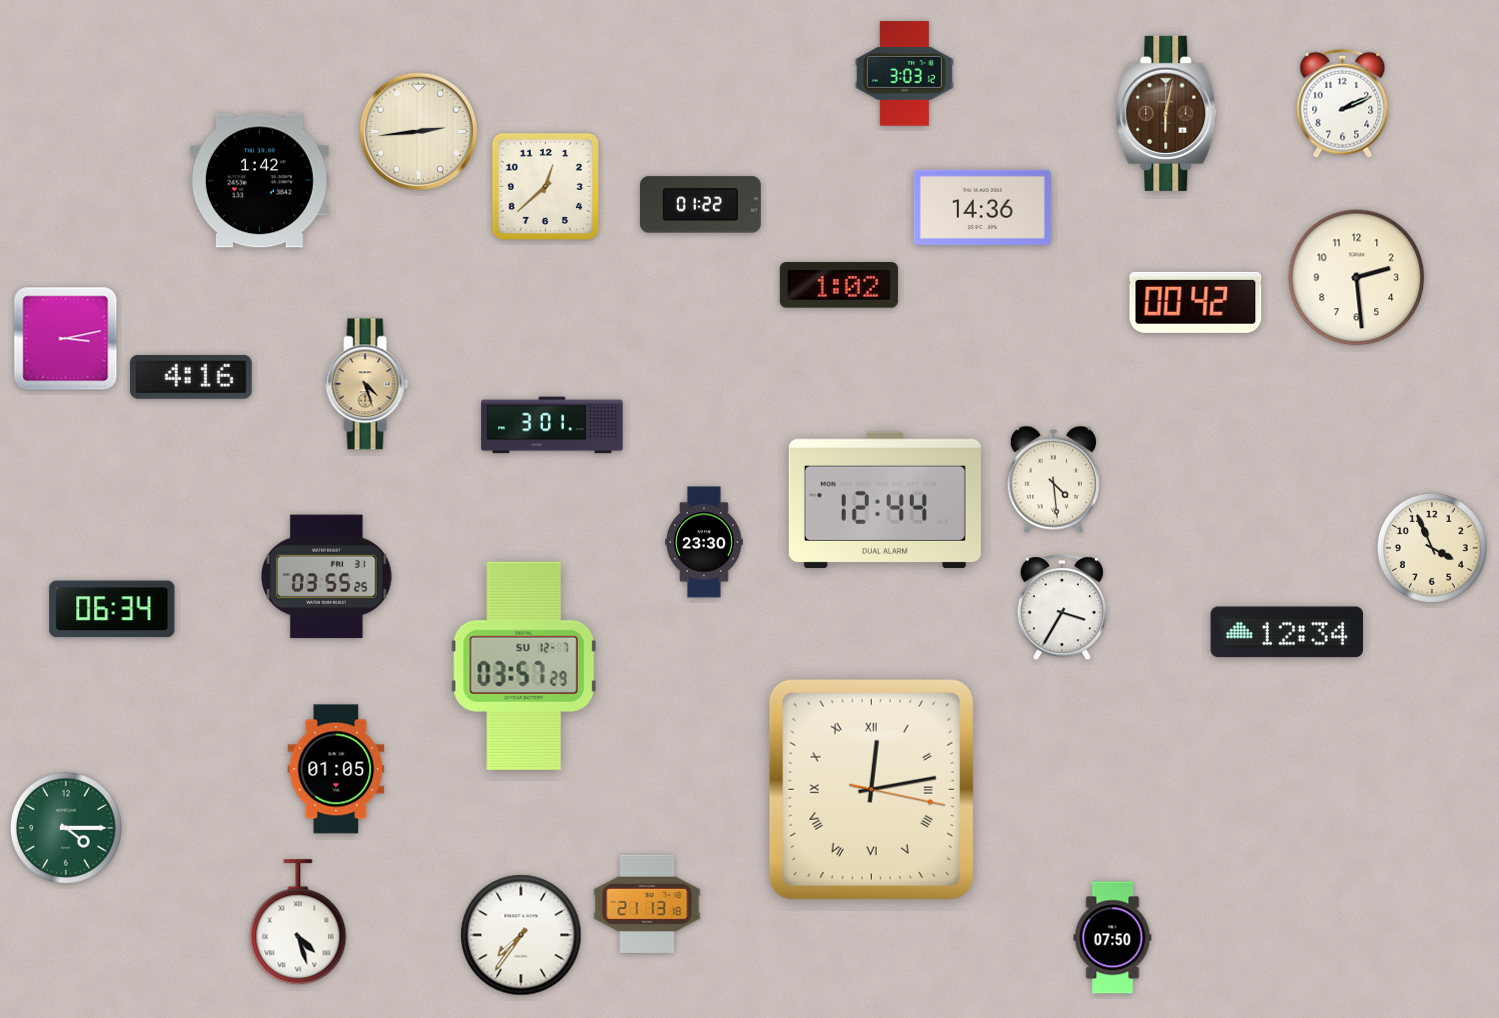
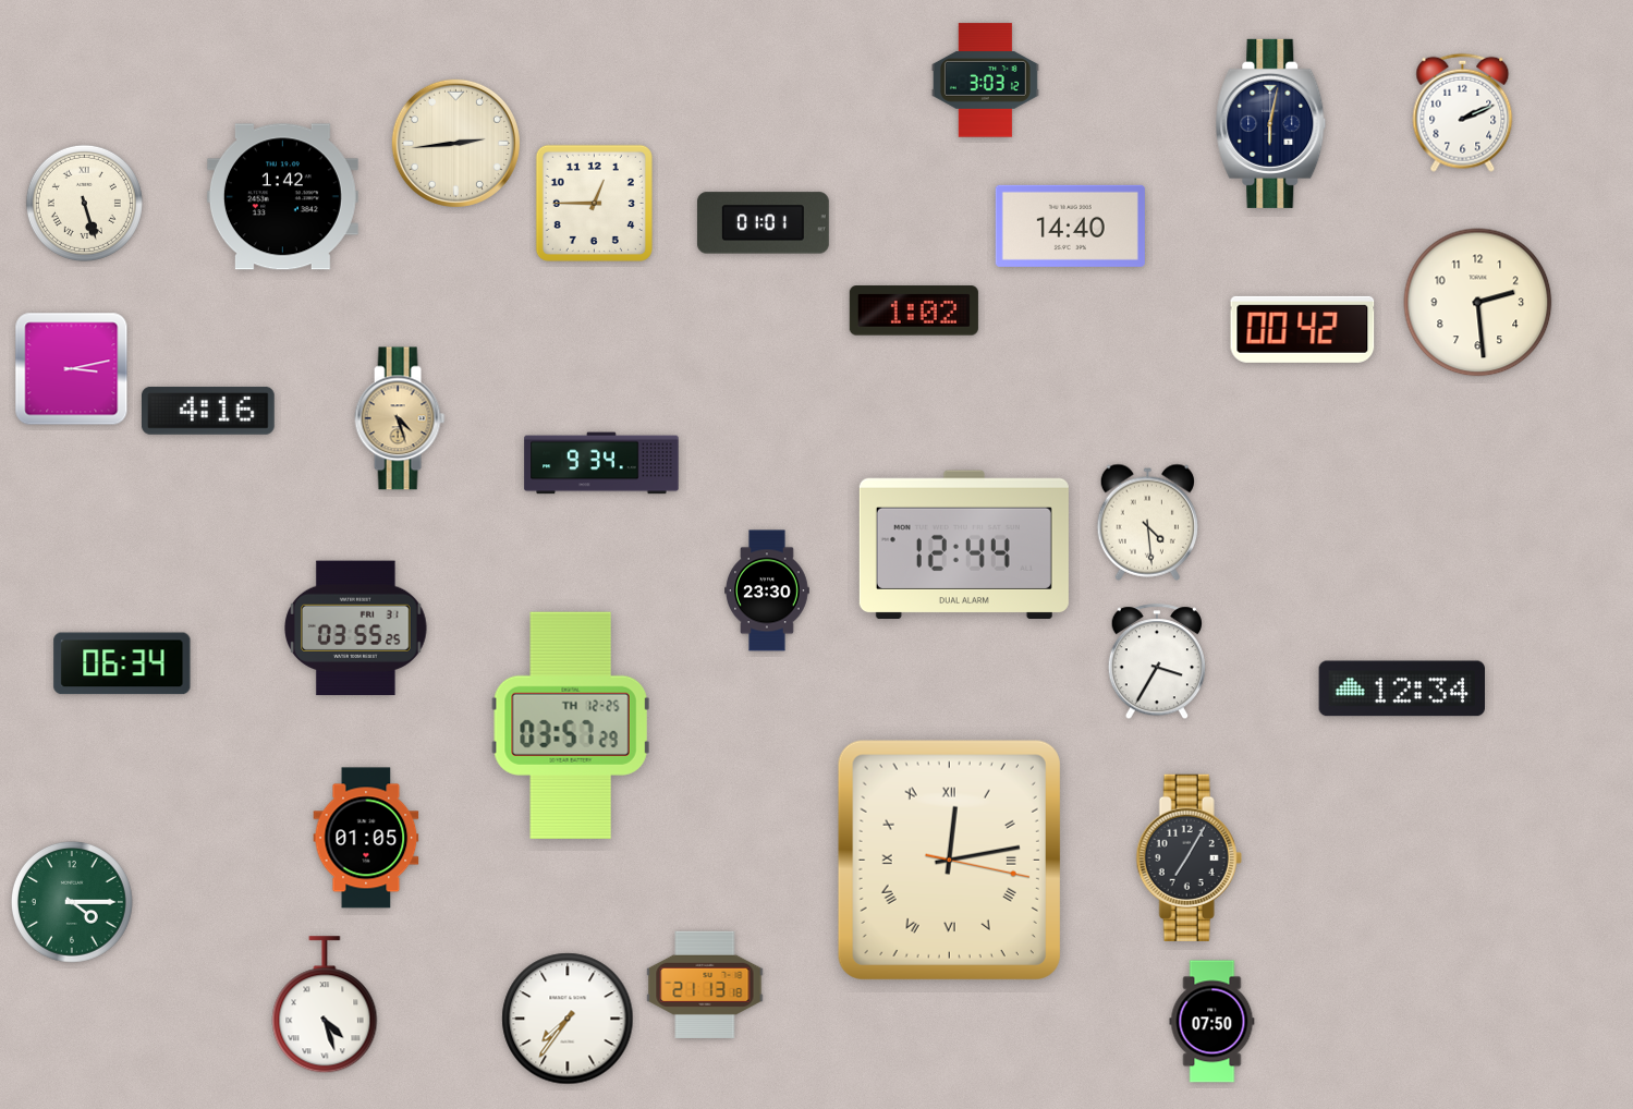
clock at (1167, 113) dial: brown -> navy
clock at (84, 203): none -> 5:27
clock at (545, 186): 12:38 -> 12:45
clock at (700, 205): 01:22 -> 01:01
clock at (982, 207): 14:36 -> 14:40
clock at (552, 425): 3:01 -> 9:34
clock at (1432, 548): 3:56 -> none
clock at (524, 666) date: SU 12-7 -> TH 12-25
clock at (1189, 857): none -> 7:05
